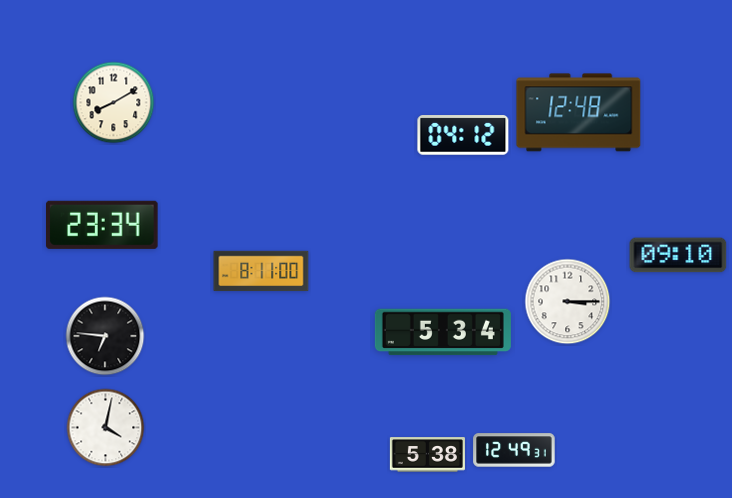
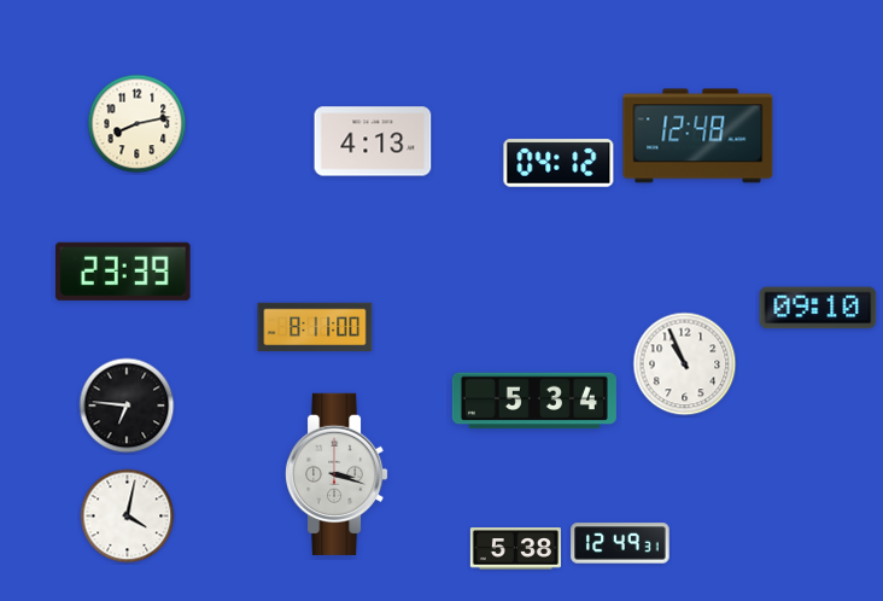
clock at (114, 103): 8:10 -> 8:13
clock at (373, 141): none -> 4:13
clock at (103, 225): 23:34 -> 23:39
clock at (568, 302): 3:15 -> 10:56
clock at (337, 474): none -> 3:18
